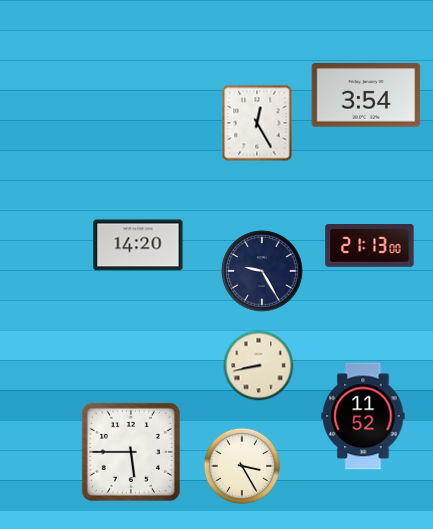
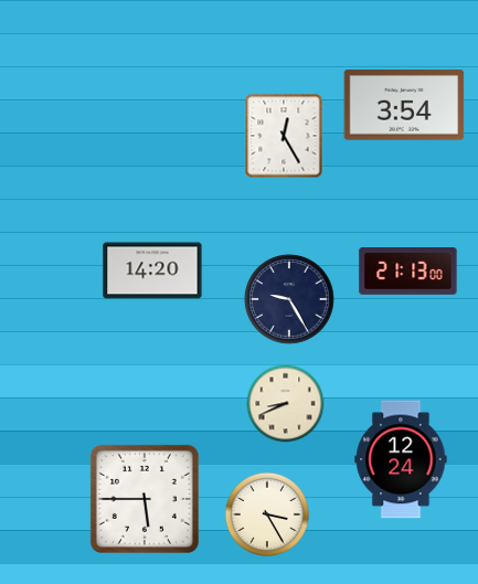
clock at (259, 366): 8:43 -> 8:41
clock at (363, 416): 11:52 -> 12:24
